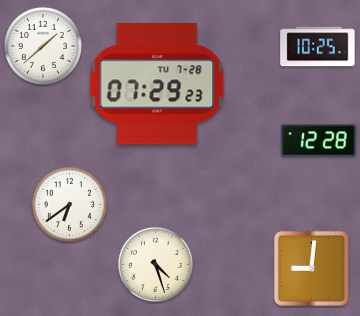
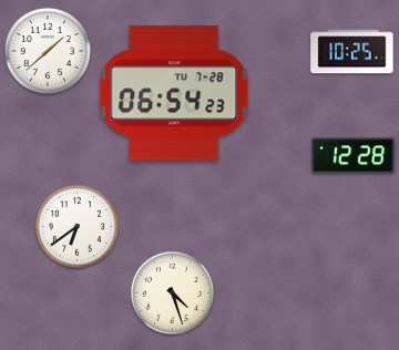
clock at (157, 84): 07:29 -> 06:54
clock at (311, 268): 9:01 -> none
